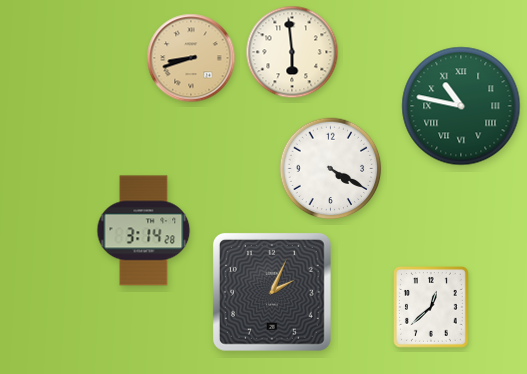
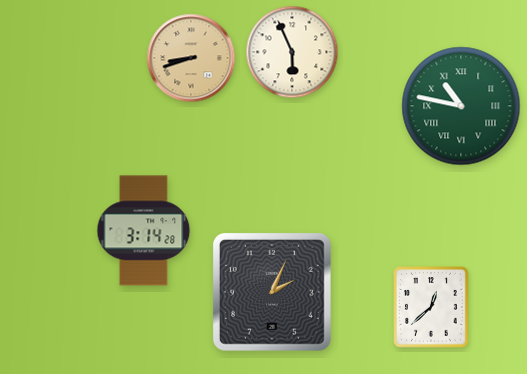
clock at (292, 52): 5:59 -> 5:56
clock at (331, 169): 4:20 -> none
